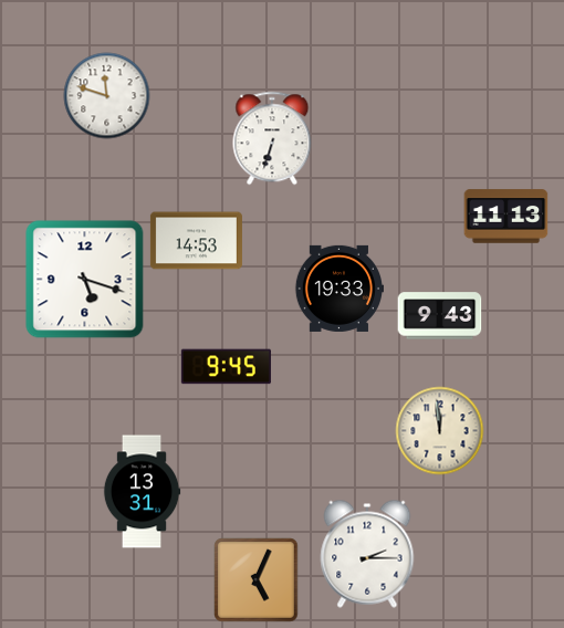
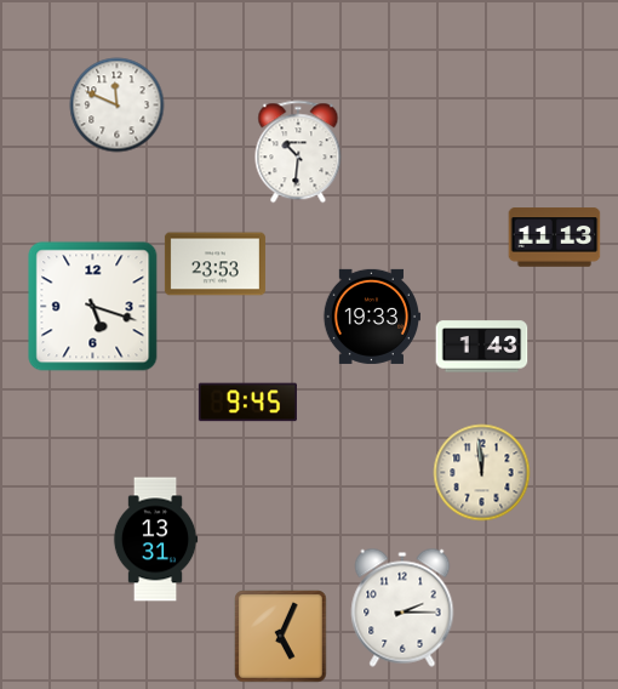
clock at (107, 96): 11:48 -> 11:49
clock at (272, 138): 6:33 -> 10:31
clock at (196, 241): 14:53 -> 23:53
clock at (440, 316): 9:43 -> 1:43
